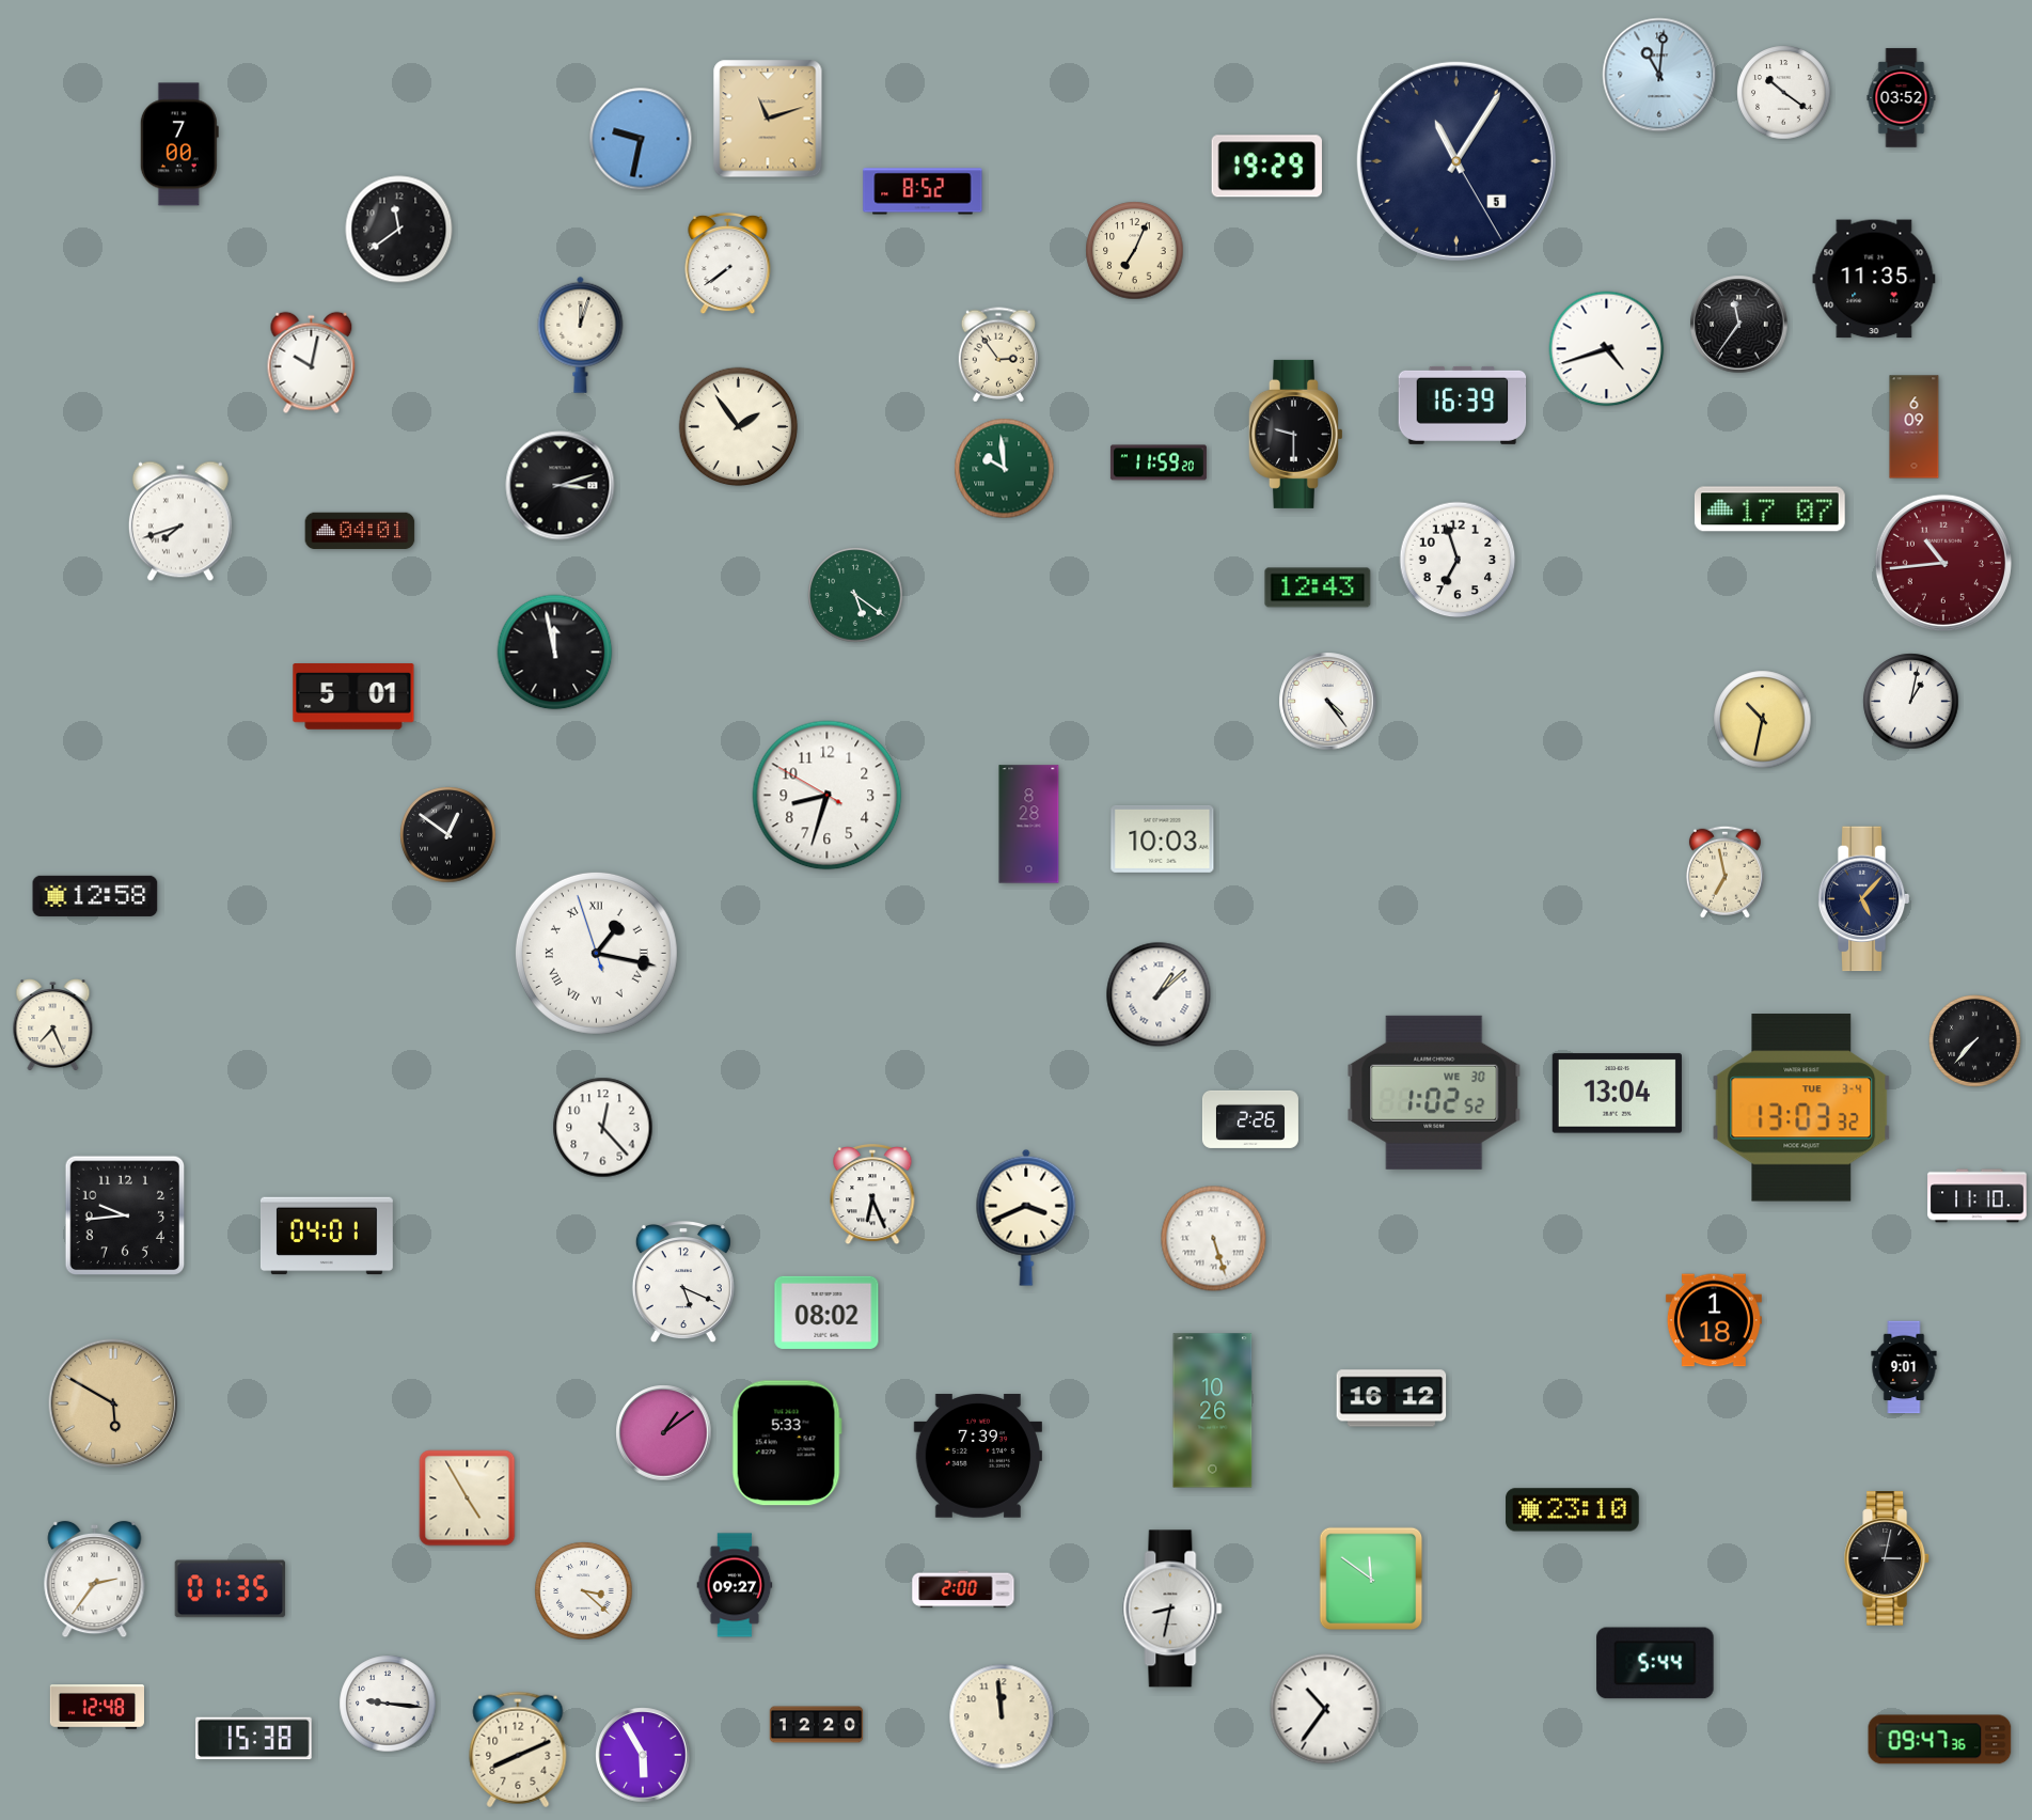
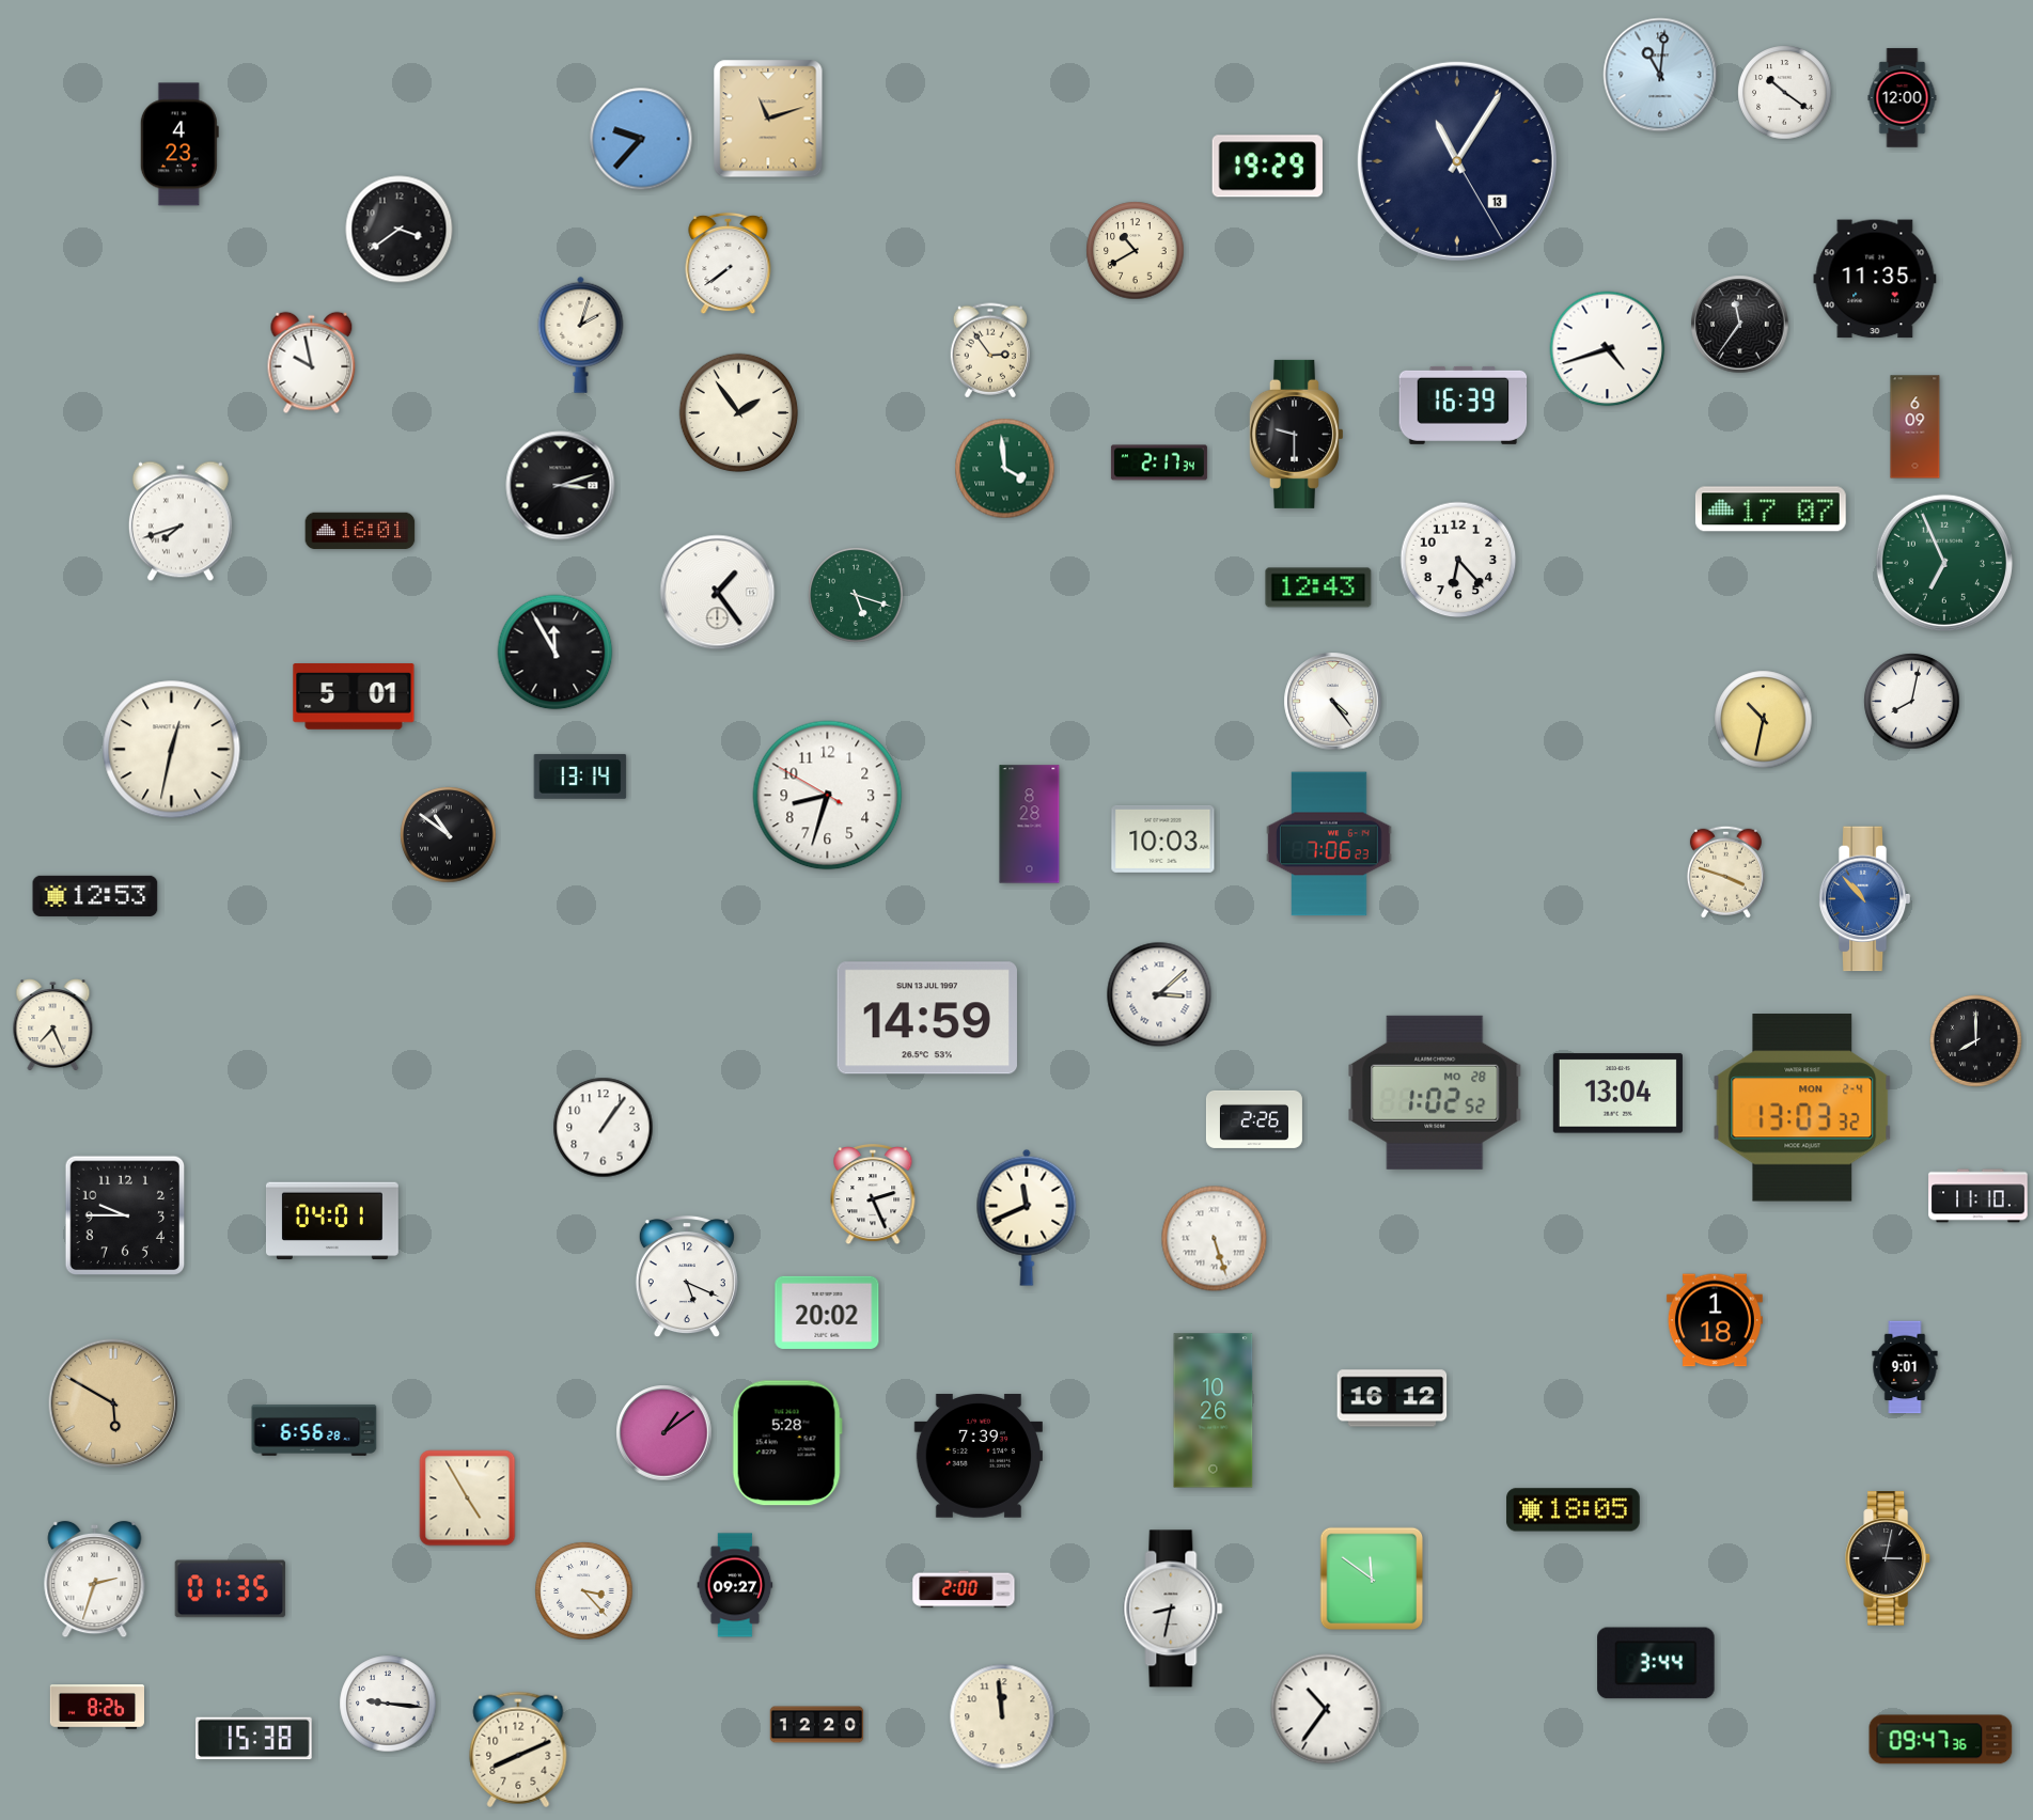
clock at (1902, 98): 03:52 -> 12:00
clock at (641, 139): 9:32 -> 9:37
clock at (179, 144): 7:00 -> 4:23
clock at (1456, 161) date: 5 -> 13
clock at (923, 191): 8:52 -> none
clock at (399, 230): 11:39 -> 3:39
clock at (1135, 251): 7:04 -> 10:40
clock at (581, 334): 12:03 -> 2:03
clock at (997, 355) position: (997, 355) -> (989, 350)
clock at (312, 363): 10:02 -> 9:58
clock at (739, 427) position: (739, 427) -> (739, 413)
clock at (1159, 462): 11:59 -> 2:17
clock at (1005, 469): 9:59 -> 3:59
clock at (360, 531): 04:01 -> 16:01
clock at (1458, 560): 6:57 -> 6:23
clock at (1943, 563): 10:44 -> 6:56
clock at (1943, 563) dial: burgundy -> green
clock at (718, 593): none -> 1:24
clock at (855, 595): 5:21 -> 5:18
clock at (555, 653): 11:58 -> 11:55
clock at (1328, 702) position: (1328, 702) -> (1333, 702)
clock at (1911, 702): 1:02 -> 8:02
clock at (172, 750): none -> 12:32
clock at (580, 776): none -> 13:14
clock at (448, 835): 12:51 -> 10:51
clock at (1329, 844): none -> 7:06
clock at (1724, 872): 6:58 -> 3:48
clock at (95, 896): 12:58 -> 12:53
clock at (1863, 899): 5:07 -> 10:53
clock at (1863, 899) dial: navy -> blue
clock at (596, 953): 1:16 -> none
clock at (1159, 994): 1:08 -> 3:08
clock at (927, 1018): none -> 14:59
clock at (1975, 1041): 7:37 -> 8:00
clock at (1434, 1093) date: WE 30 -> MO 28
clock at (1801, 1108) date: TUE 3-4 -> MON 2-4
clock at (1250, 1119) position: (1250, 1119) -> (1254, 1119)
clock at (603, 1128): 12:23 -> 1:06
clock at (872, 1195): 6:26 -> 2:26
clock at (125, 1215): 9:44 -> 9:45
clock at (1026, 1218): 3:41 -> 11:41
clock at (327, 1236) position: (327, 1236) -> (332, 1221)
clock at (683, 1283) position: (683, 1283) -> (687, 1277)
clock at (826, 1313): 08:02 -> 20:02
clock at (314, 1430): none -> 6:56
clock at (787, 1443): 5:33 -> 5:28
clock at (1573, 1510): 23:10 -> 18:05
clock at (95, 1580): 2:36 -> 2:33
clock at (584, 1591): 3:22 -> 3:23
clock at (1655, 1663): 5:44 -> 3:44
clock at (96, 1707): 12:48 -> 8:26
clock at (643, 1755): 5:55 -> none
